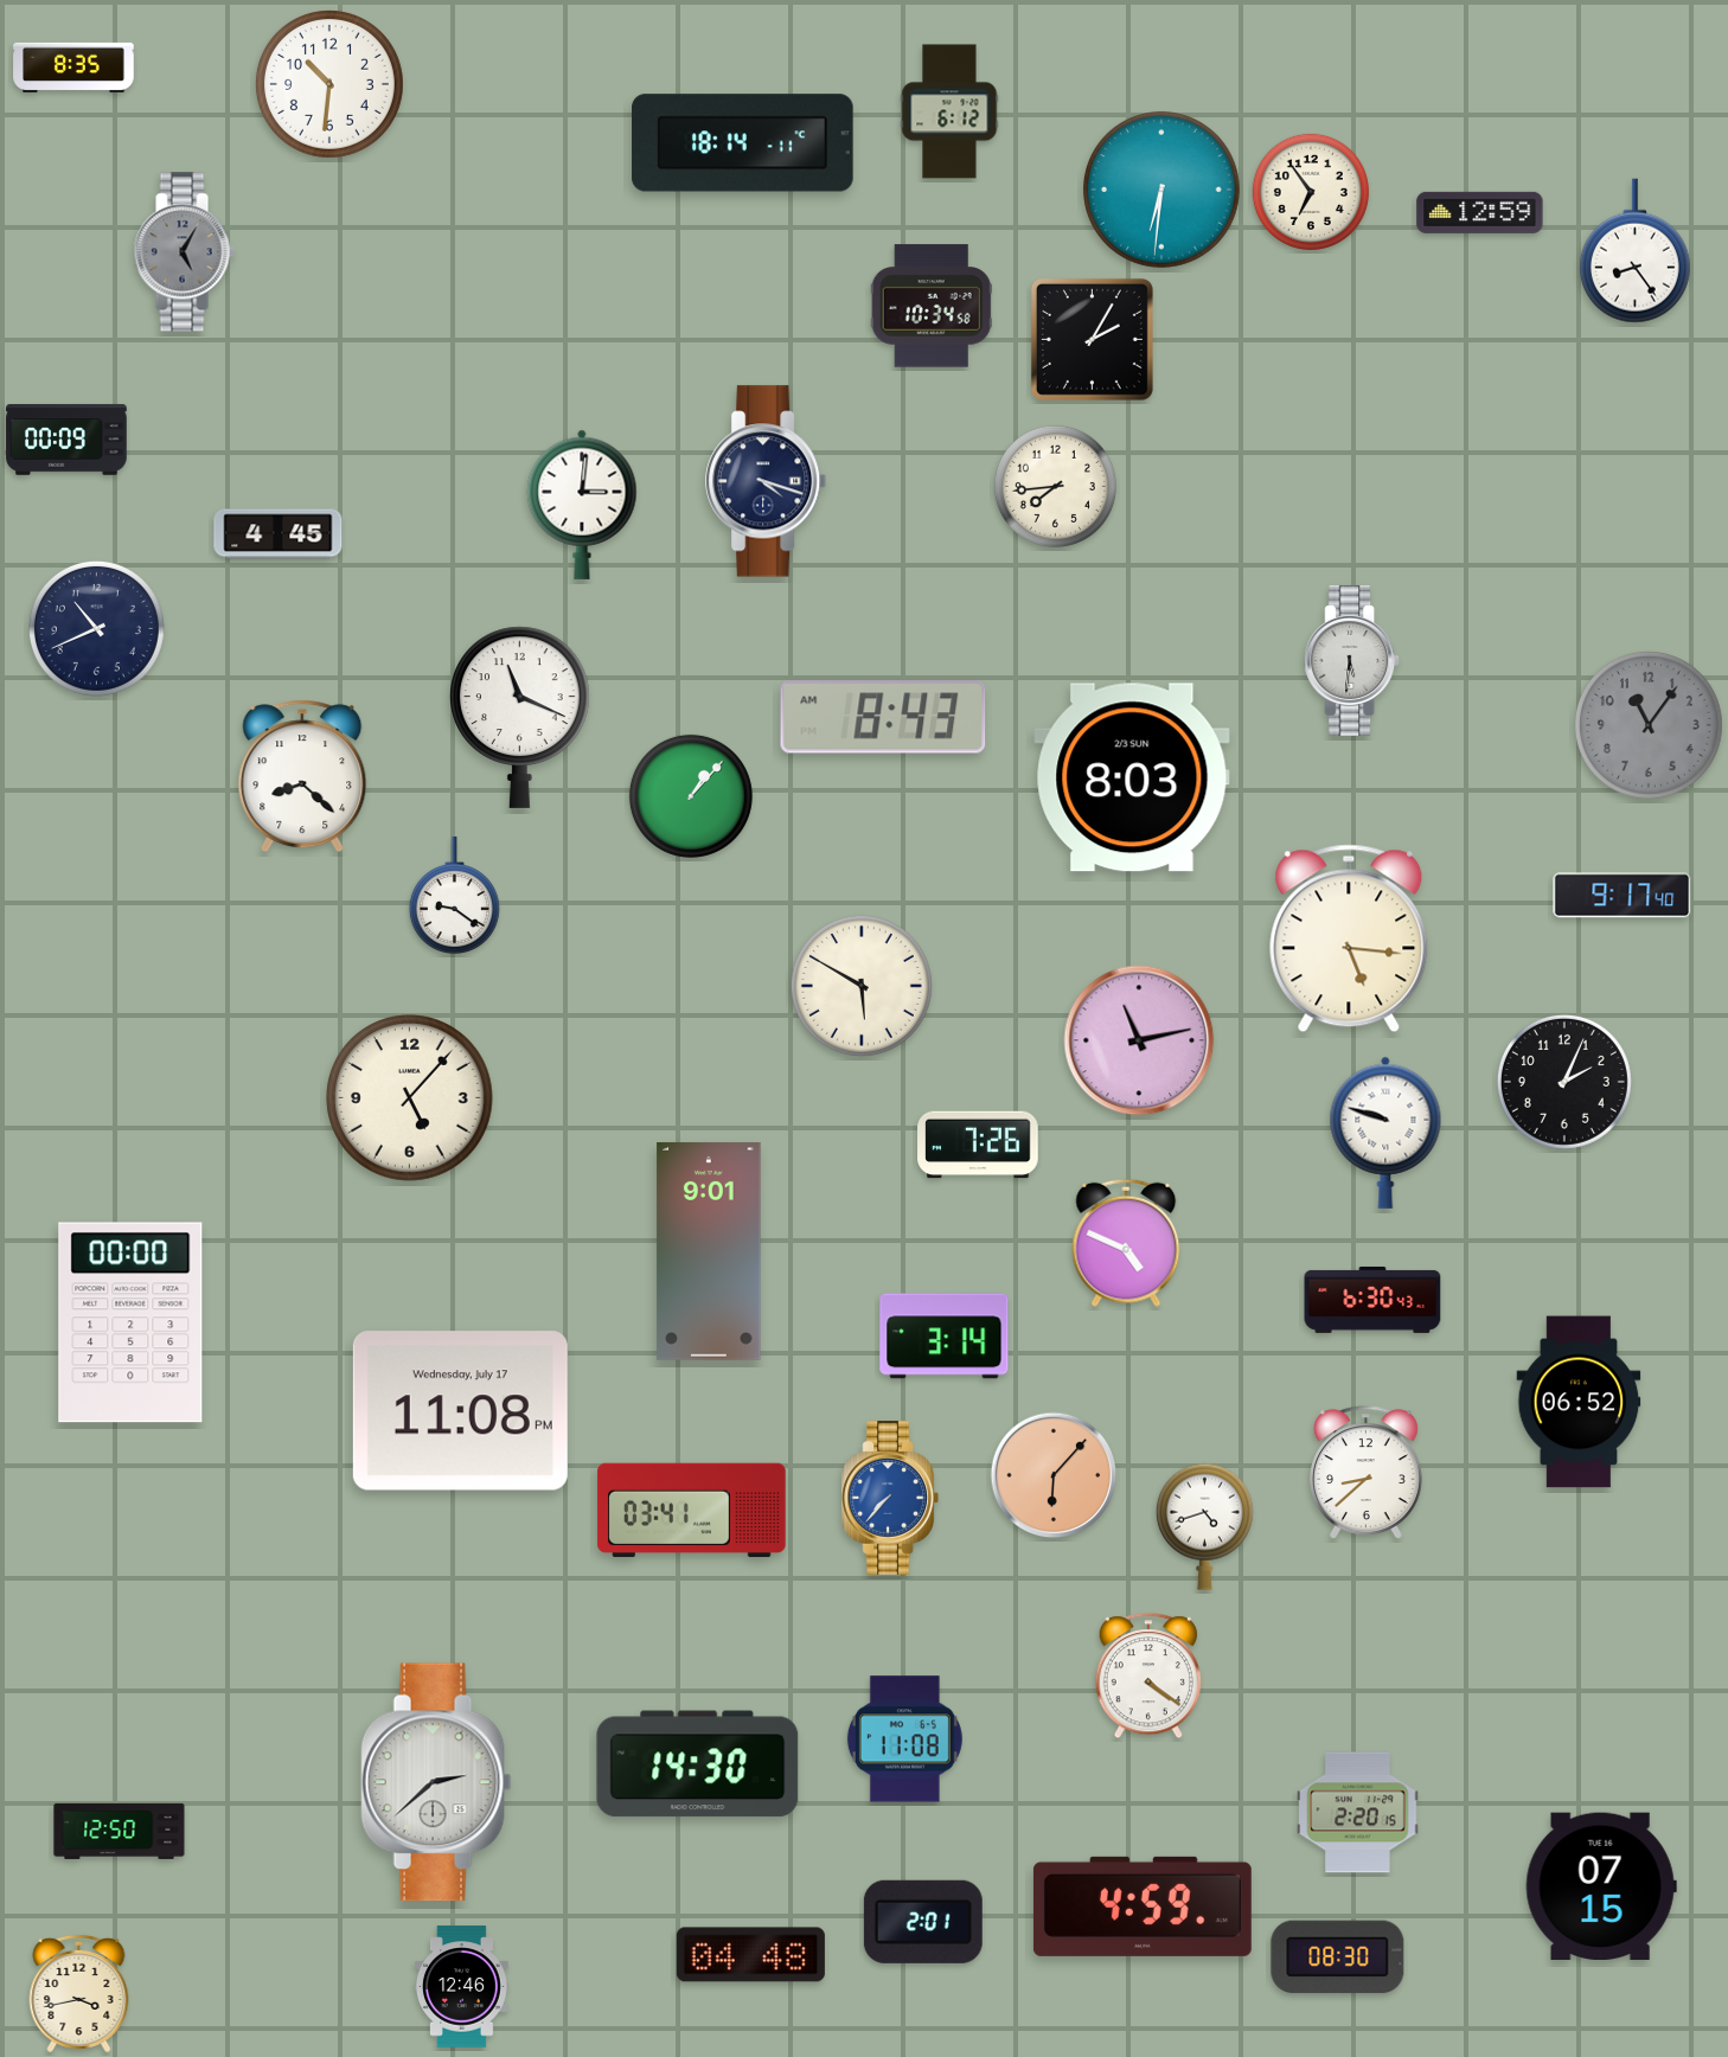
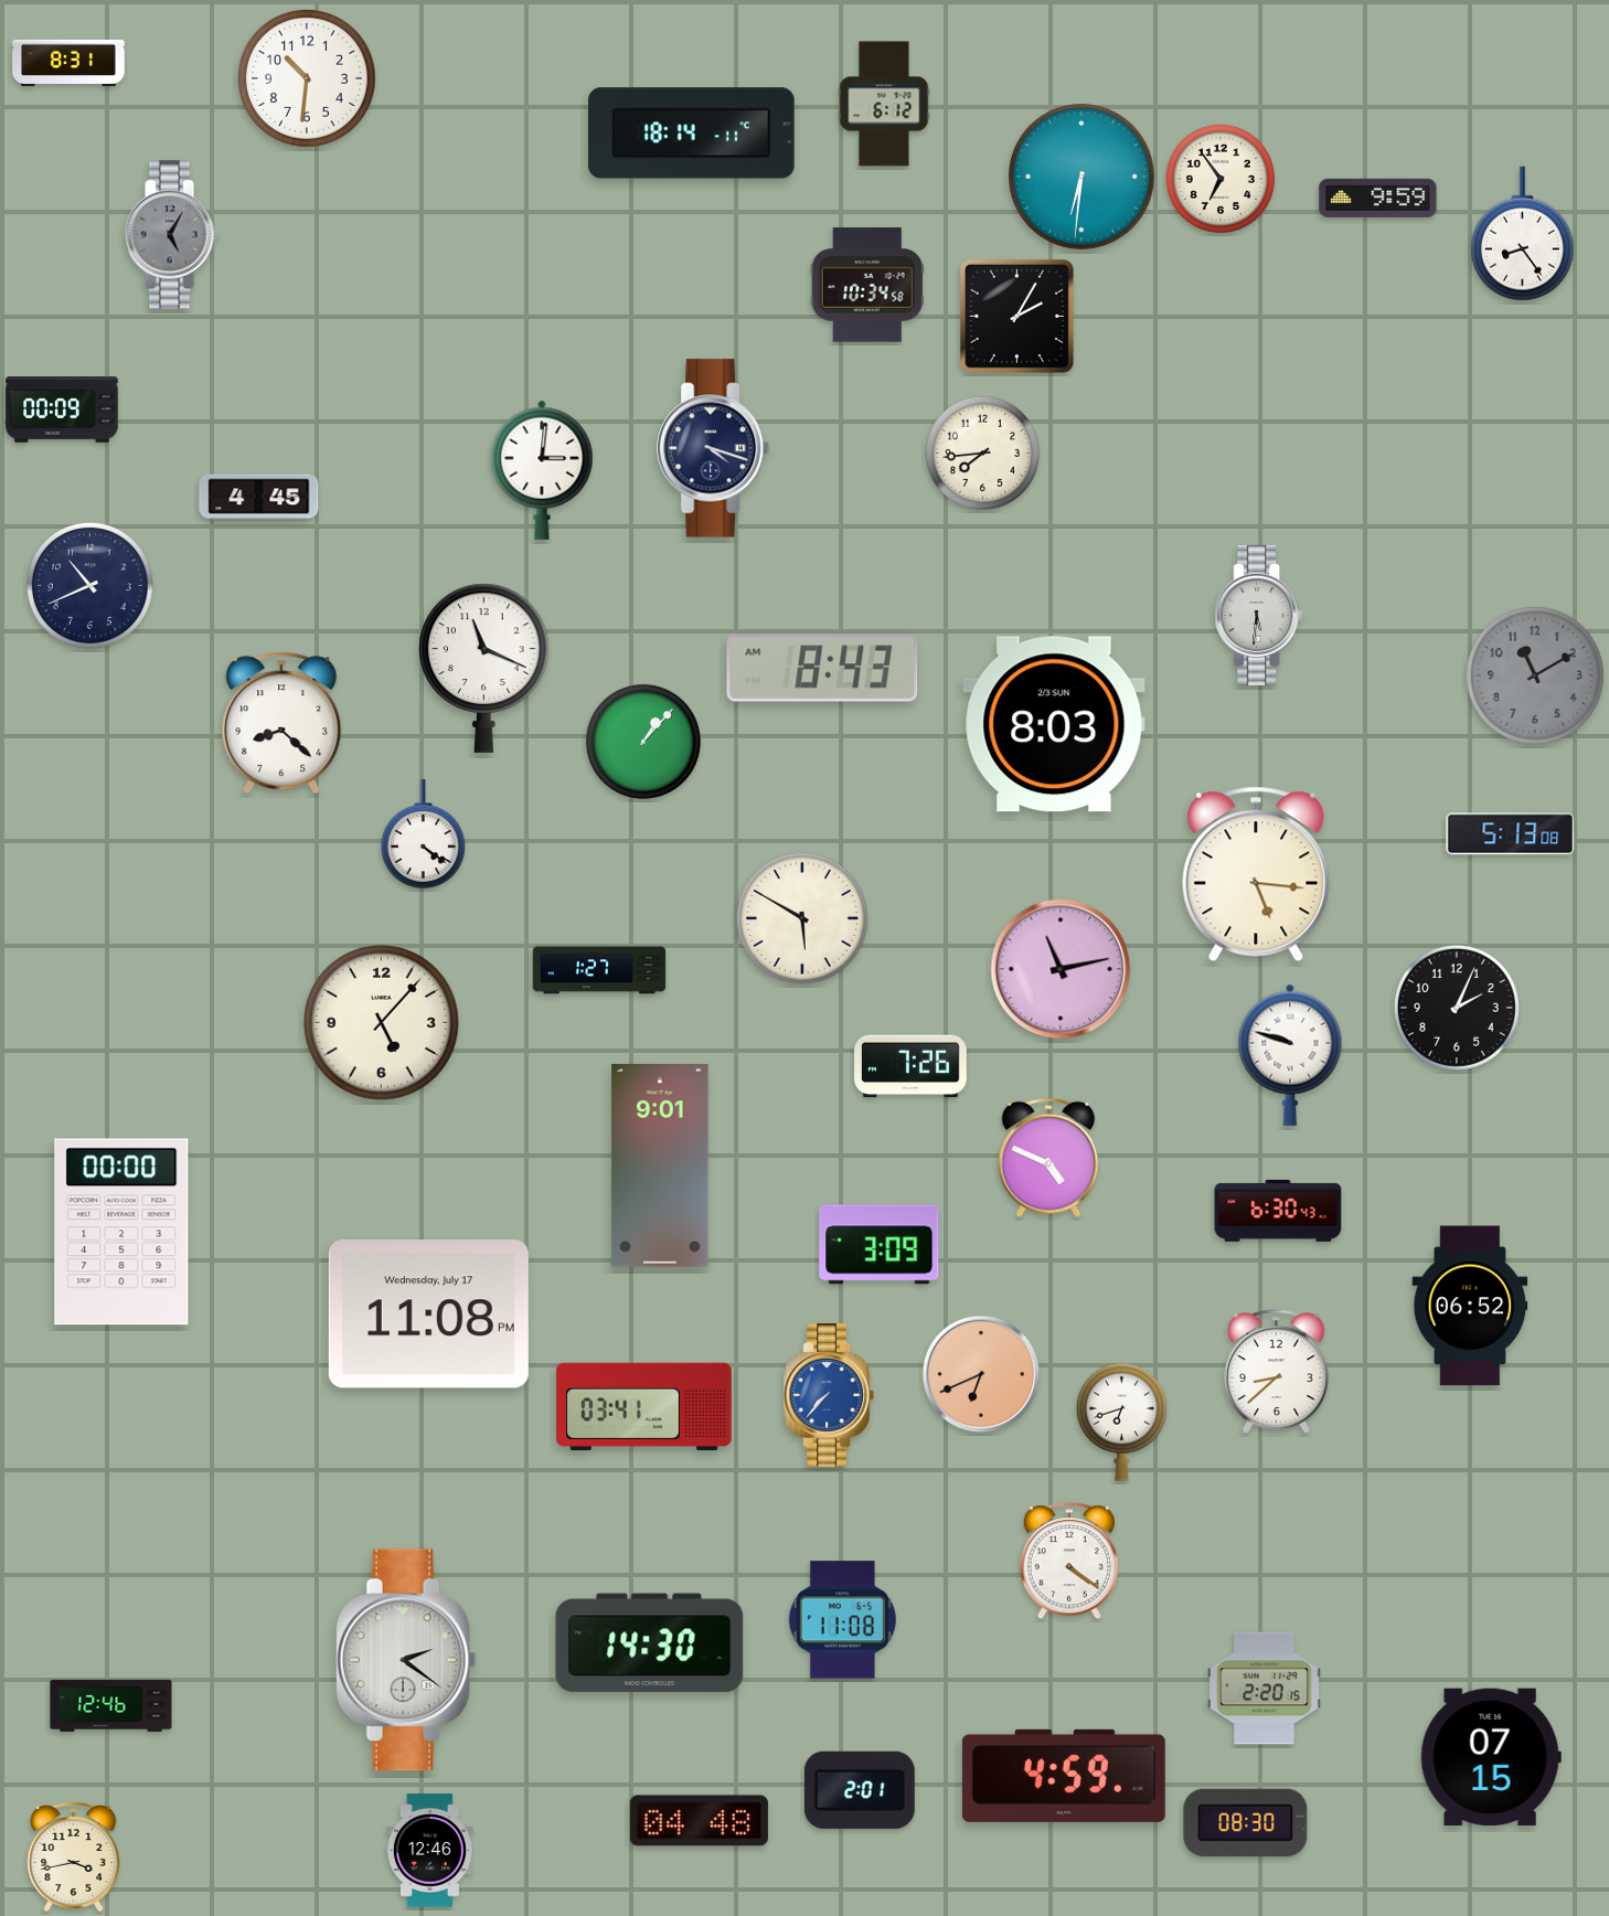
clock at (73, 68): 8:35 -> 8:31
clock at (1480, 212): 12:59 -> 9:59
clock at (1649, 725): 11:06 -> 11:10
clock at (454, 895): 9:21 -> 4:21
clock at (1623, 896): 9:17 -> 5:13
clock at (599, 970): none -> 1:27
clock at (945, 1337): 3:14 -> 3:09
clock at (1367, 1473) position: (1367, 1473) -> (1277, 1372)
clock at (1054, 1475): 6:07 -> 6:41
clock at (1204, 1526): 4:42 -> 6:42
clock at (436, 1782): 2:38 -> 2:21
clock at (120, 1831): 12:50 -> 12:46
